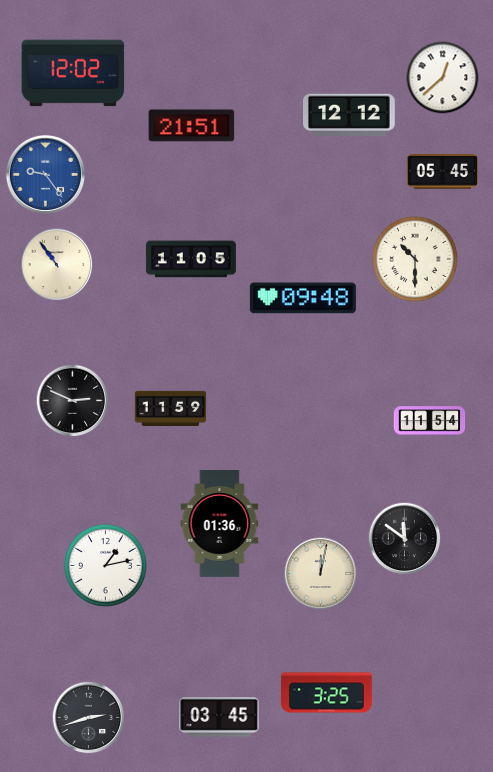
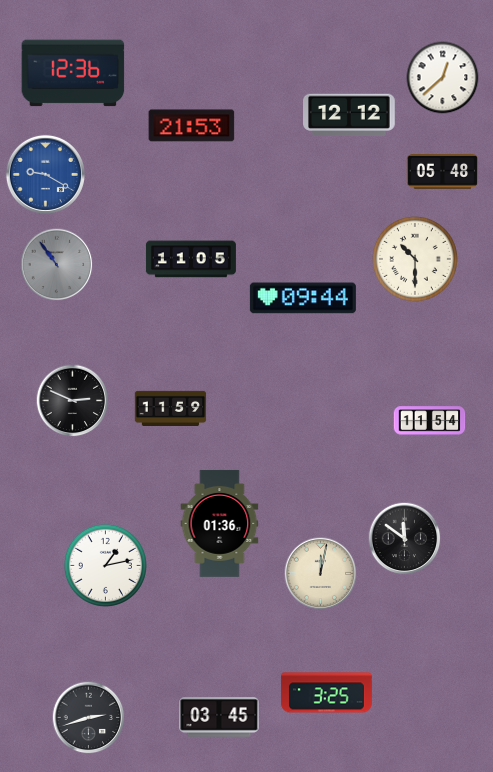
clock at (73, 73): 12:02 -> 12:36
clock at (192, 126): 21:51 -> 21:53
clock at (443, 172): 05:45 -> 05:48
clock at (45, 174): 9:24 -> 9:20
clock at (57, 265) dial: cream -> grey
clock at (303, 298): 09:48 -> 09:44
